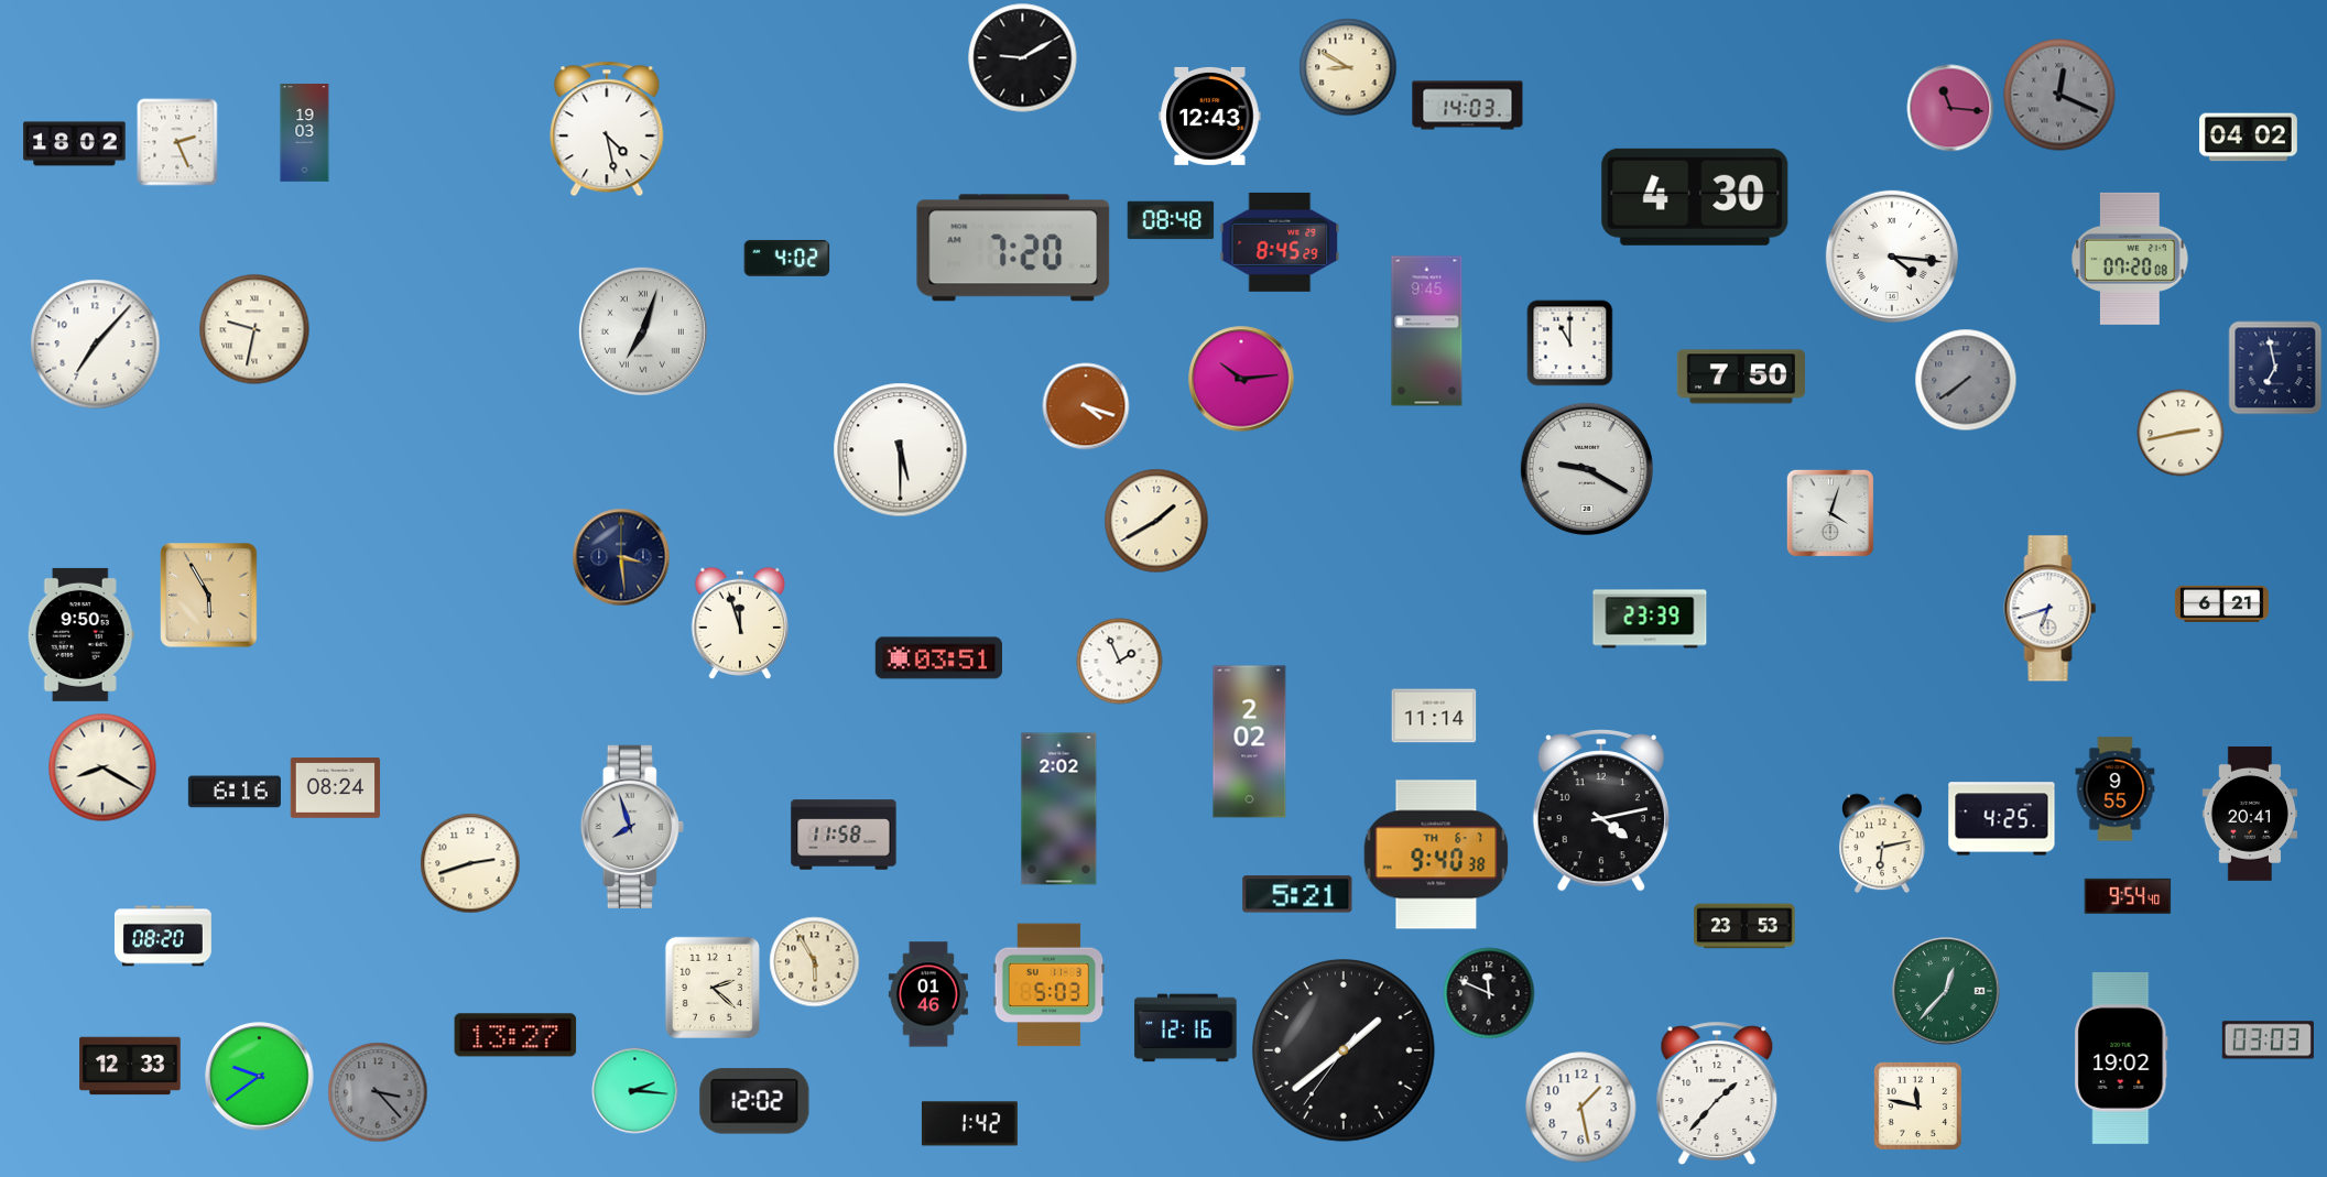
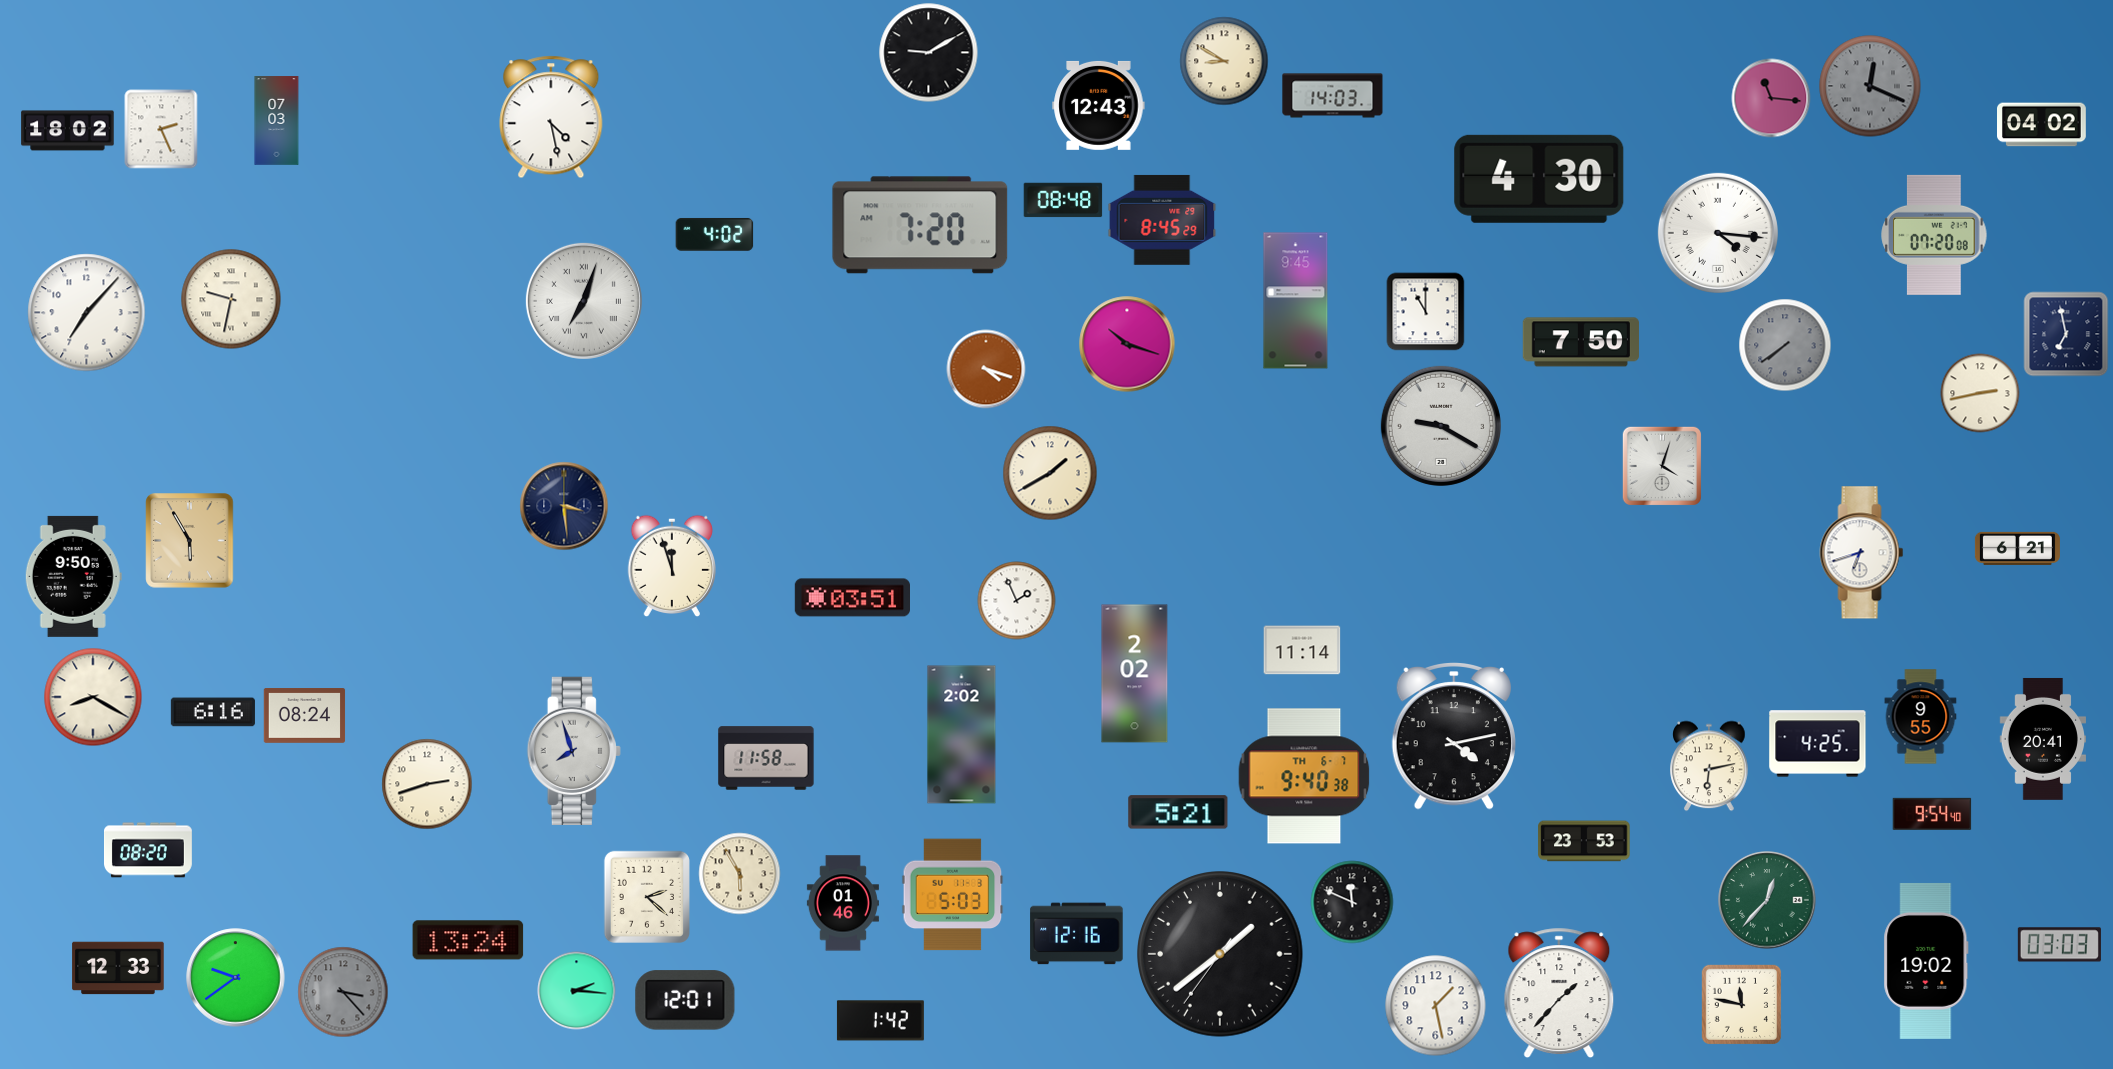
clock at (305, 133): 19:03 -> 07:03
clock at (1241, 379): 10:14 -> 10:18
clock at (901, 450): 5:30 -> none
clock at (1650, 619): 23:39 -> none
clock at (235, 792) position: (235, 792) -> (213, 712)
clock at (515, 1035): 13:27 -> 13:24
clock at (754, 1101): 12:02 -> 12:01
